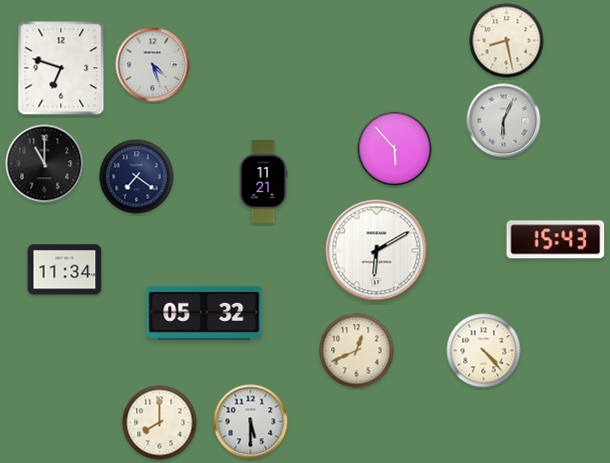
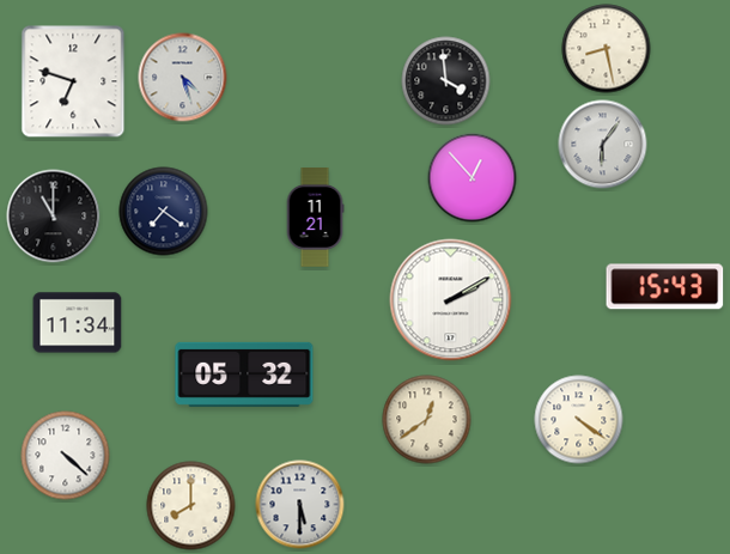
clock at (446, 81): none -> 3:59
clock at (504, 121): 6:04 -> 6:06
clock at (395, 149): 5:53 -> 12:53
clock at (45, 164) position: (45, 164) -> (54, 217)
clock at (377, 251): 6:10 -> 2:10
clock at (357, 351): 12:41 -> 12:39
clock at (484, 351): 4:23 -> 4:21
clock at (66, 456): none -> 4:22
